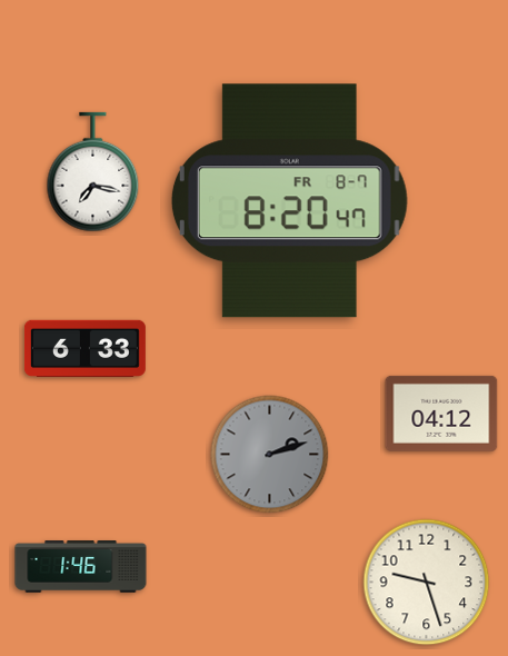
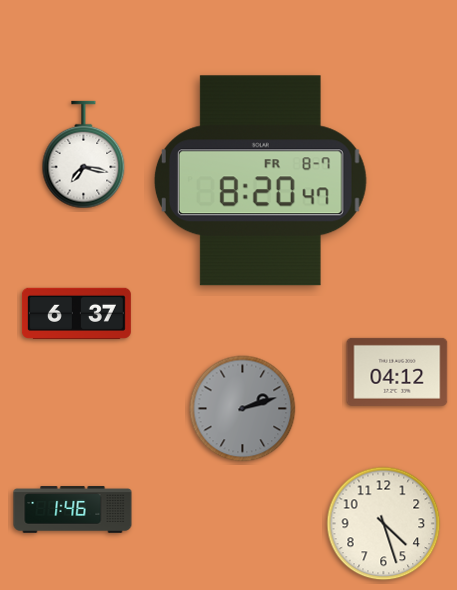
clock at (84, 348): 6:33 -> 6:37
clock at (427, 583): 9:27 -> 4:27
